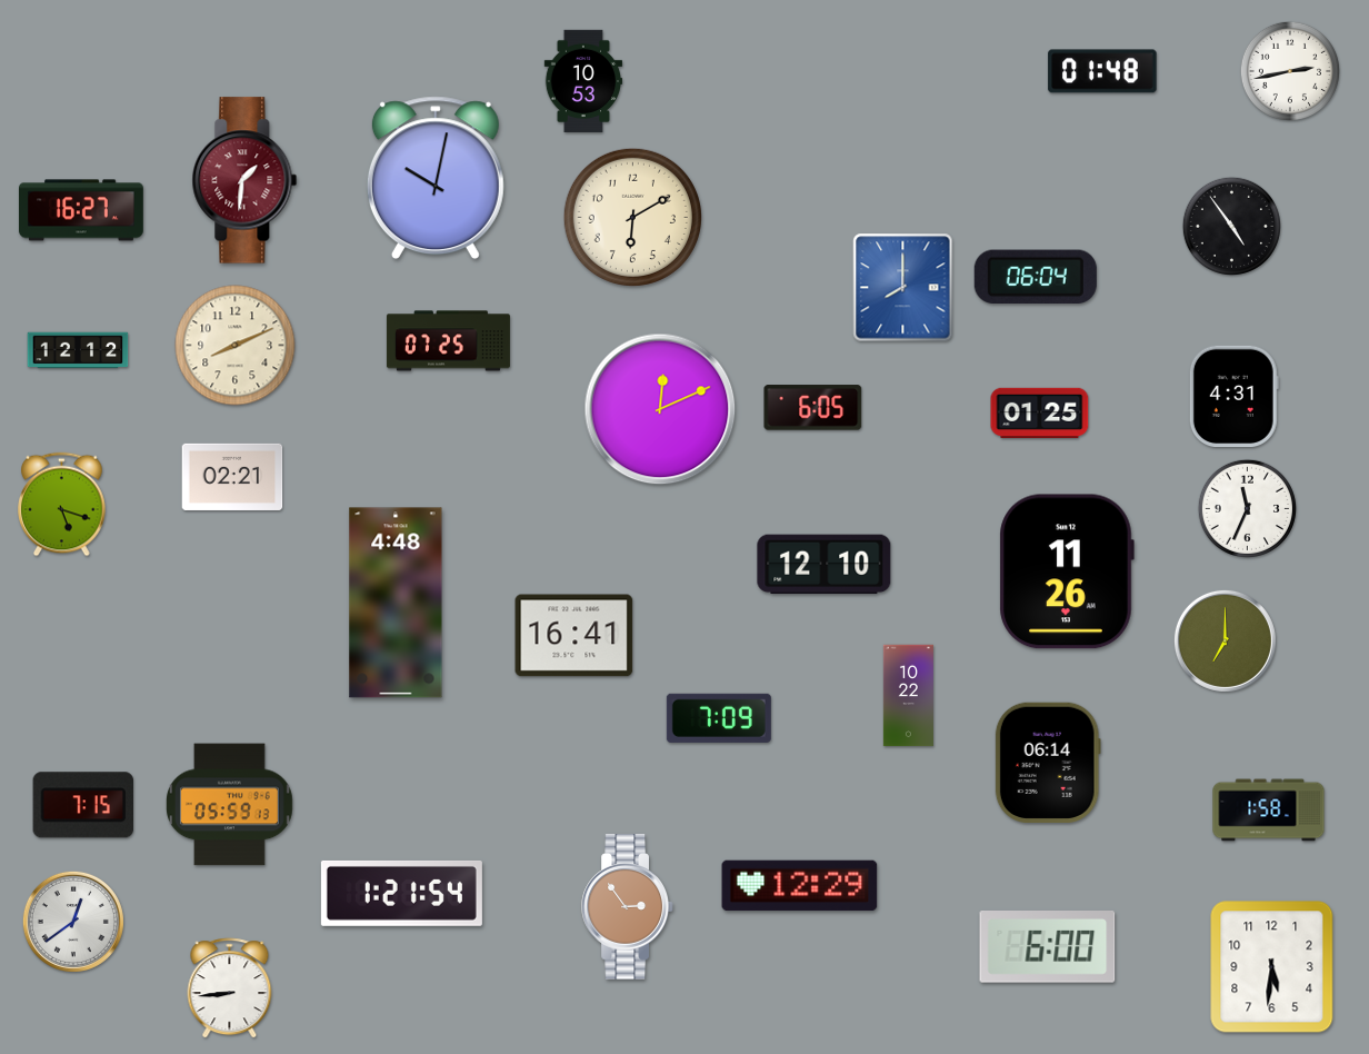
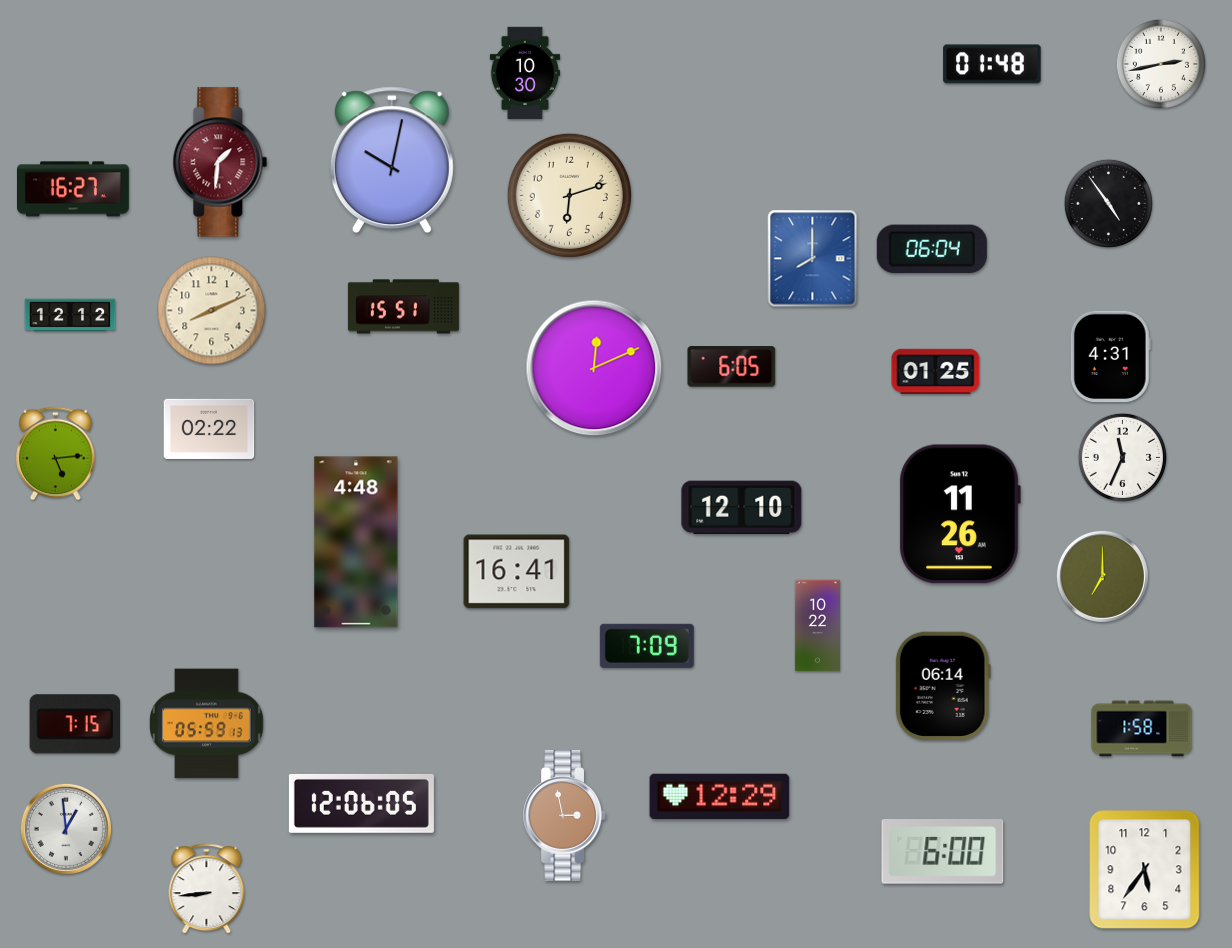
clock at (583, 80): 10:53 -> 10:30
clock at (632, 217): 6:10 -> 6:12
clock at (448, 341): 07:25 -> 15:51
clock at (232, 477): 02:21 -> 02:22
clock at (62, 505): 5:18 -> 5:14
clock at (401, 893): 1:21 -> 12:06
clock at (628, 907): 2:54 -> 2:58
clock at (73, 922): 12:39 -> 12:59
clock at (1272, 967): 5:31 -> 5:36
